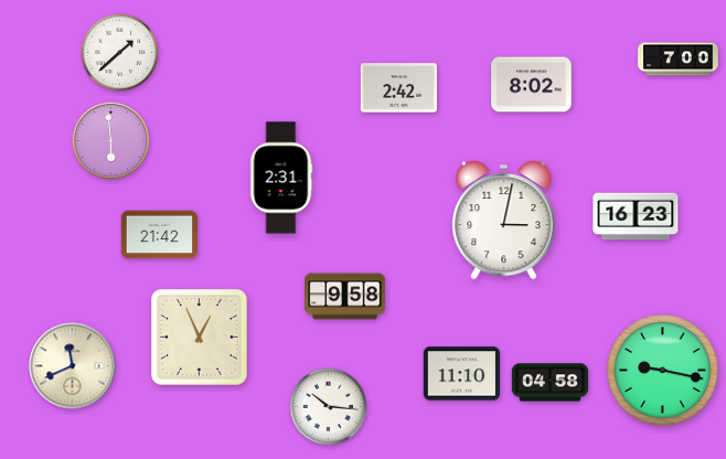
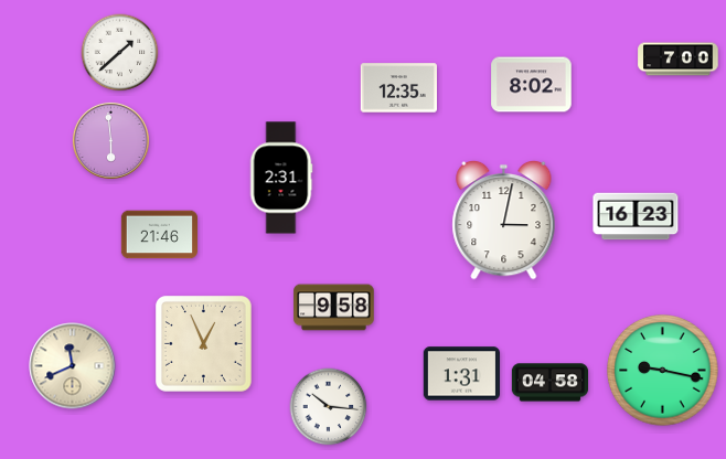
clock at (398, 88): 2:42 -> 12:35
clock at (159, 235): 21:42 -> 21:46
clock at (345, 297) position: (345, 297) -> (334, 308)
clock at (200, 338) position: (200, 338) -> (204, 344)
clock at (461, 374): 11:10 -> 1:31
